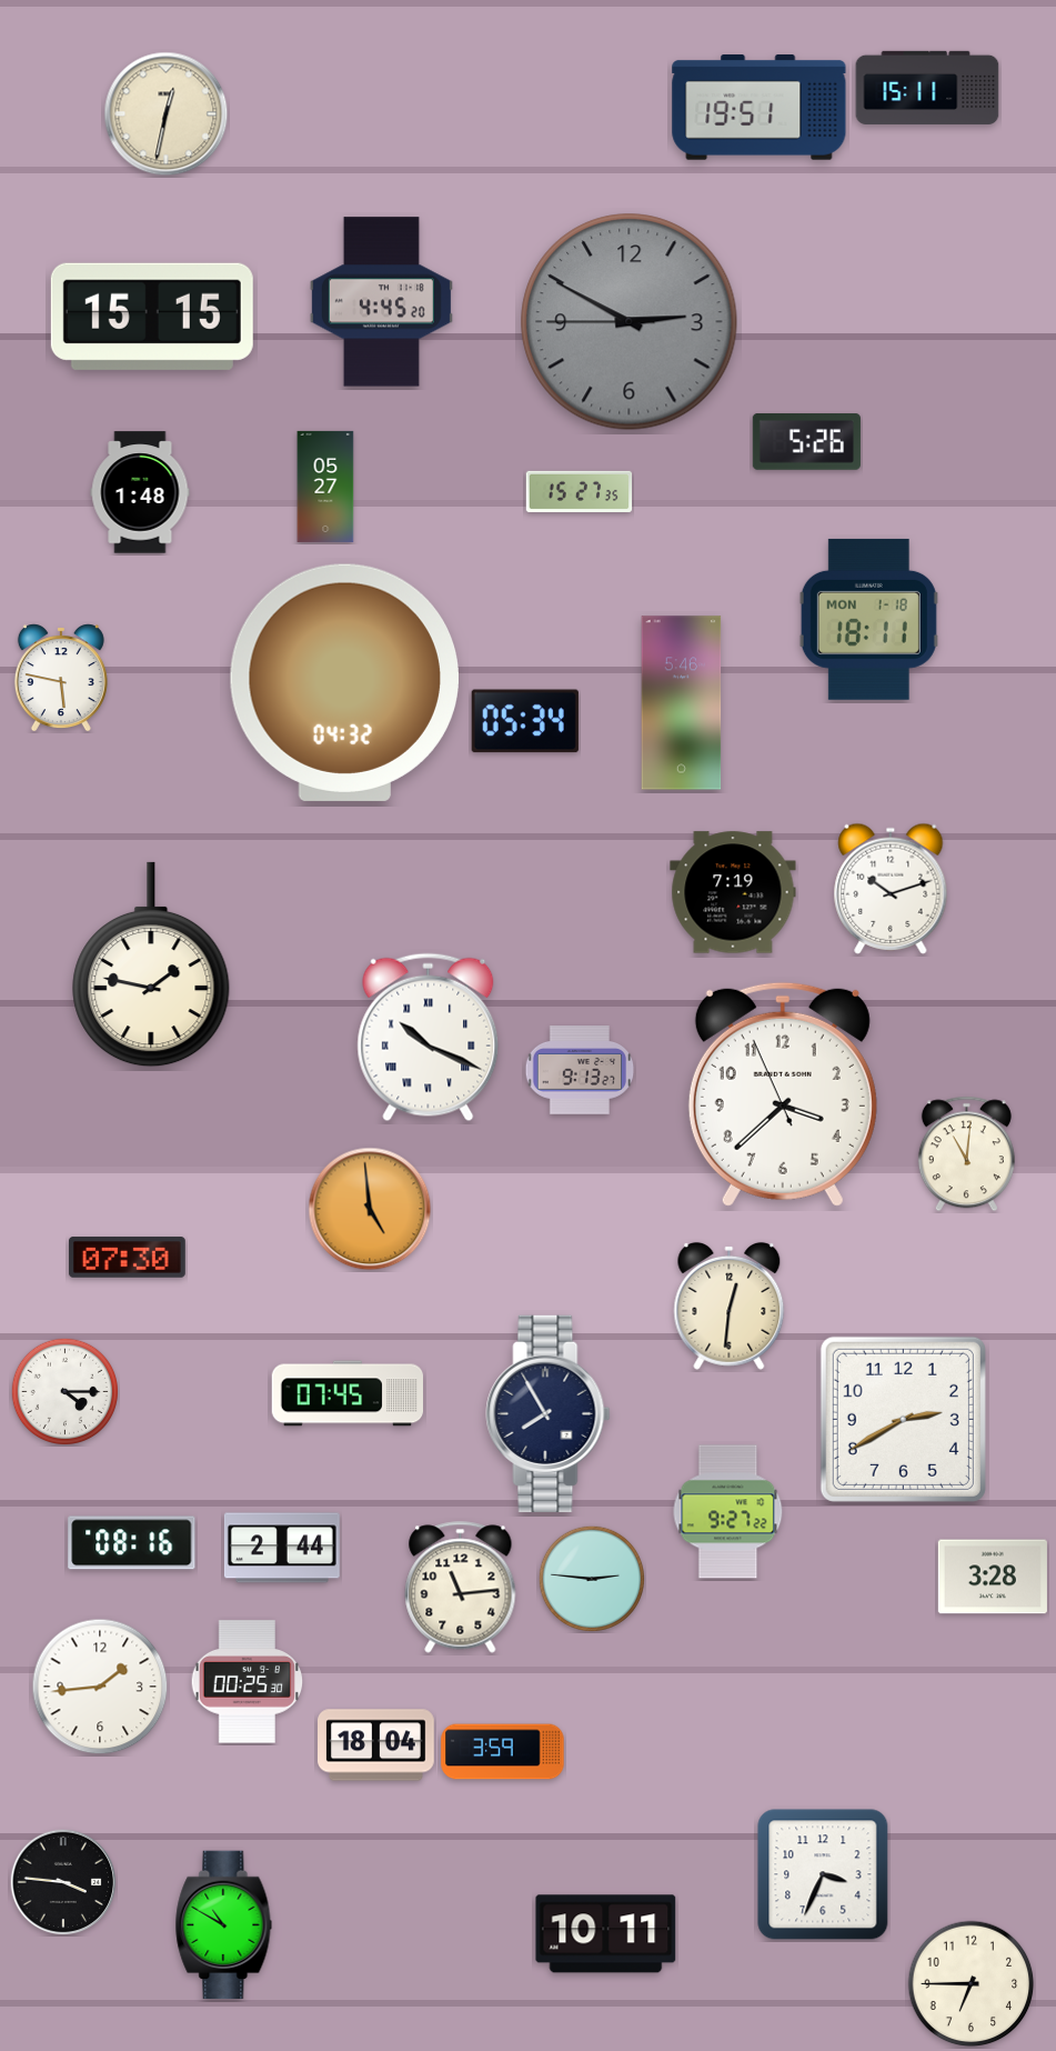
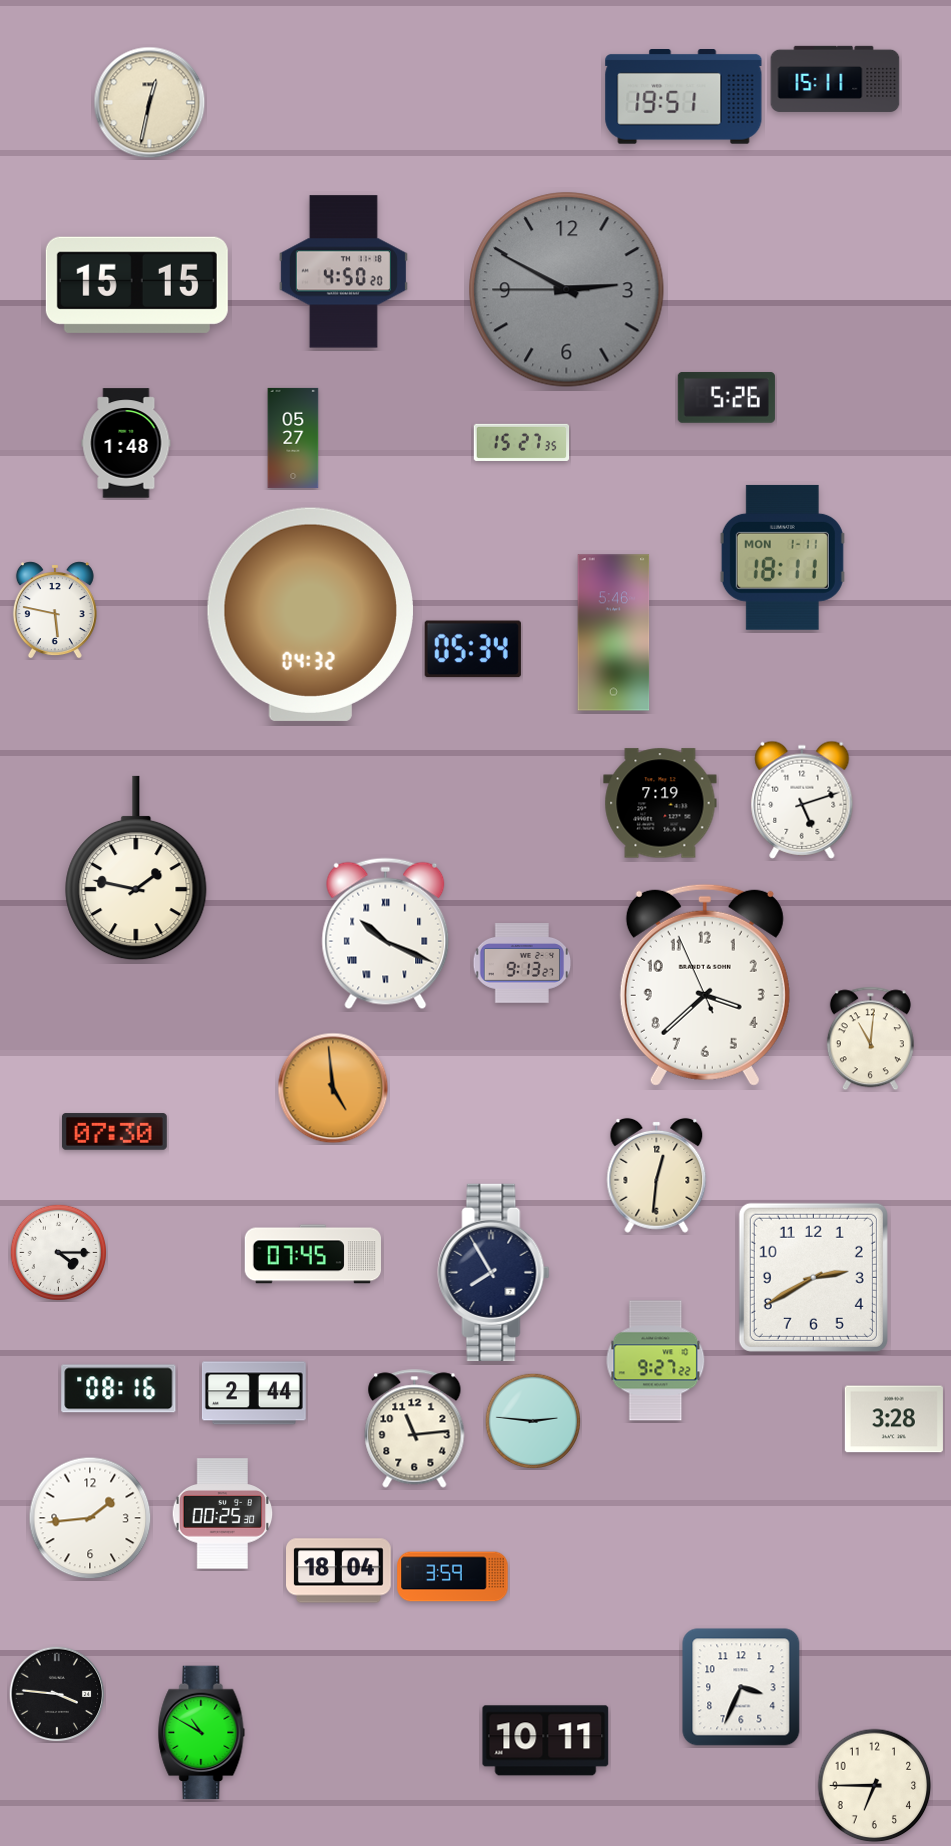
clock at (381, 302): 4:45 -> 4:50
clock at (868, 619) date: MON 1-18 -> MON 1-11
clock at (891, 889): 10:12 -> 5:12
